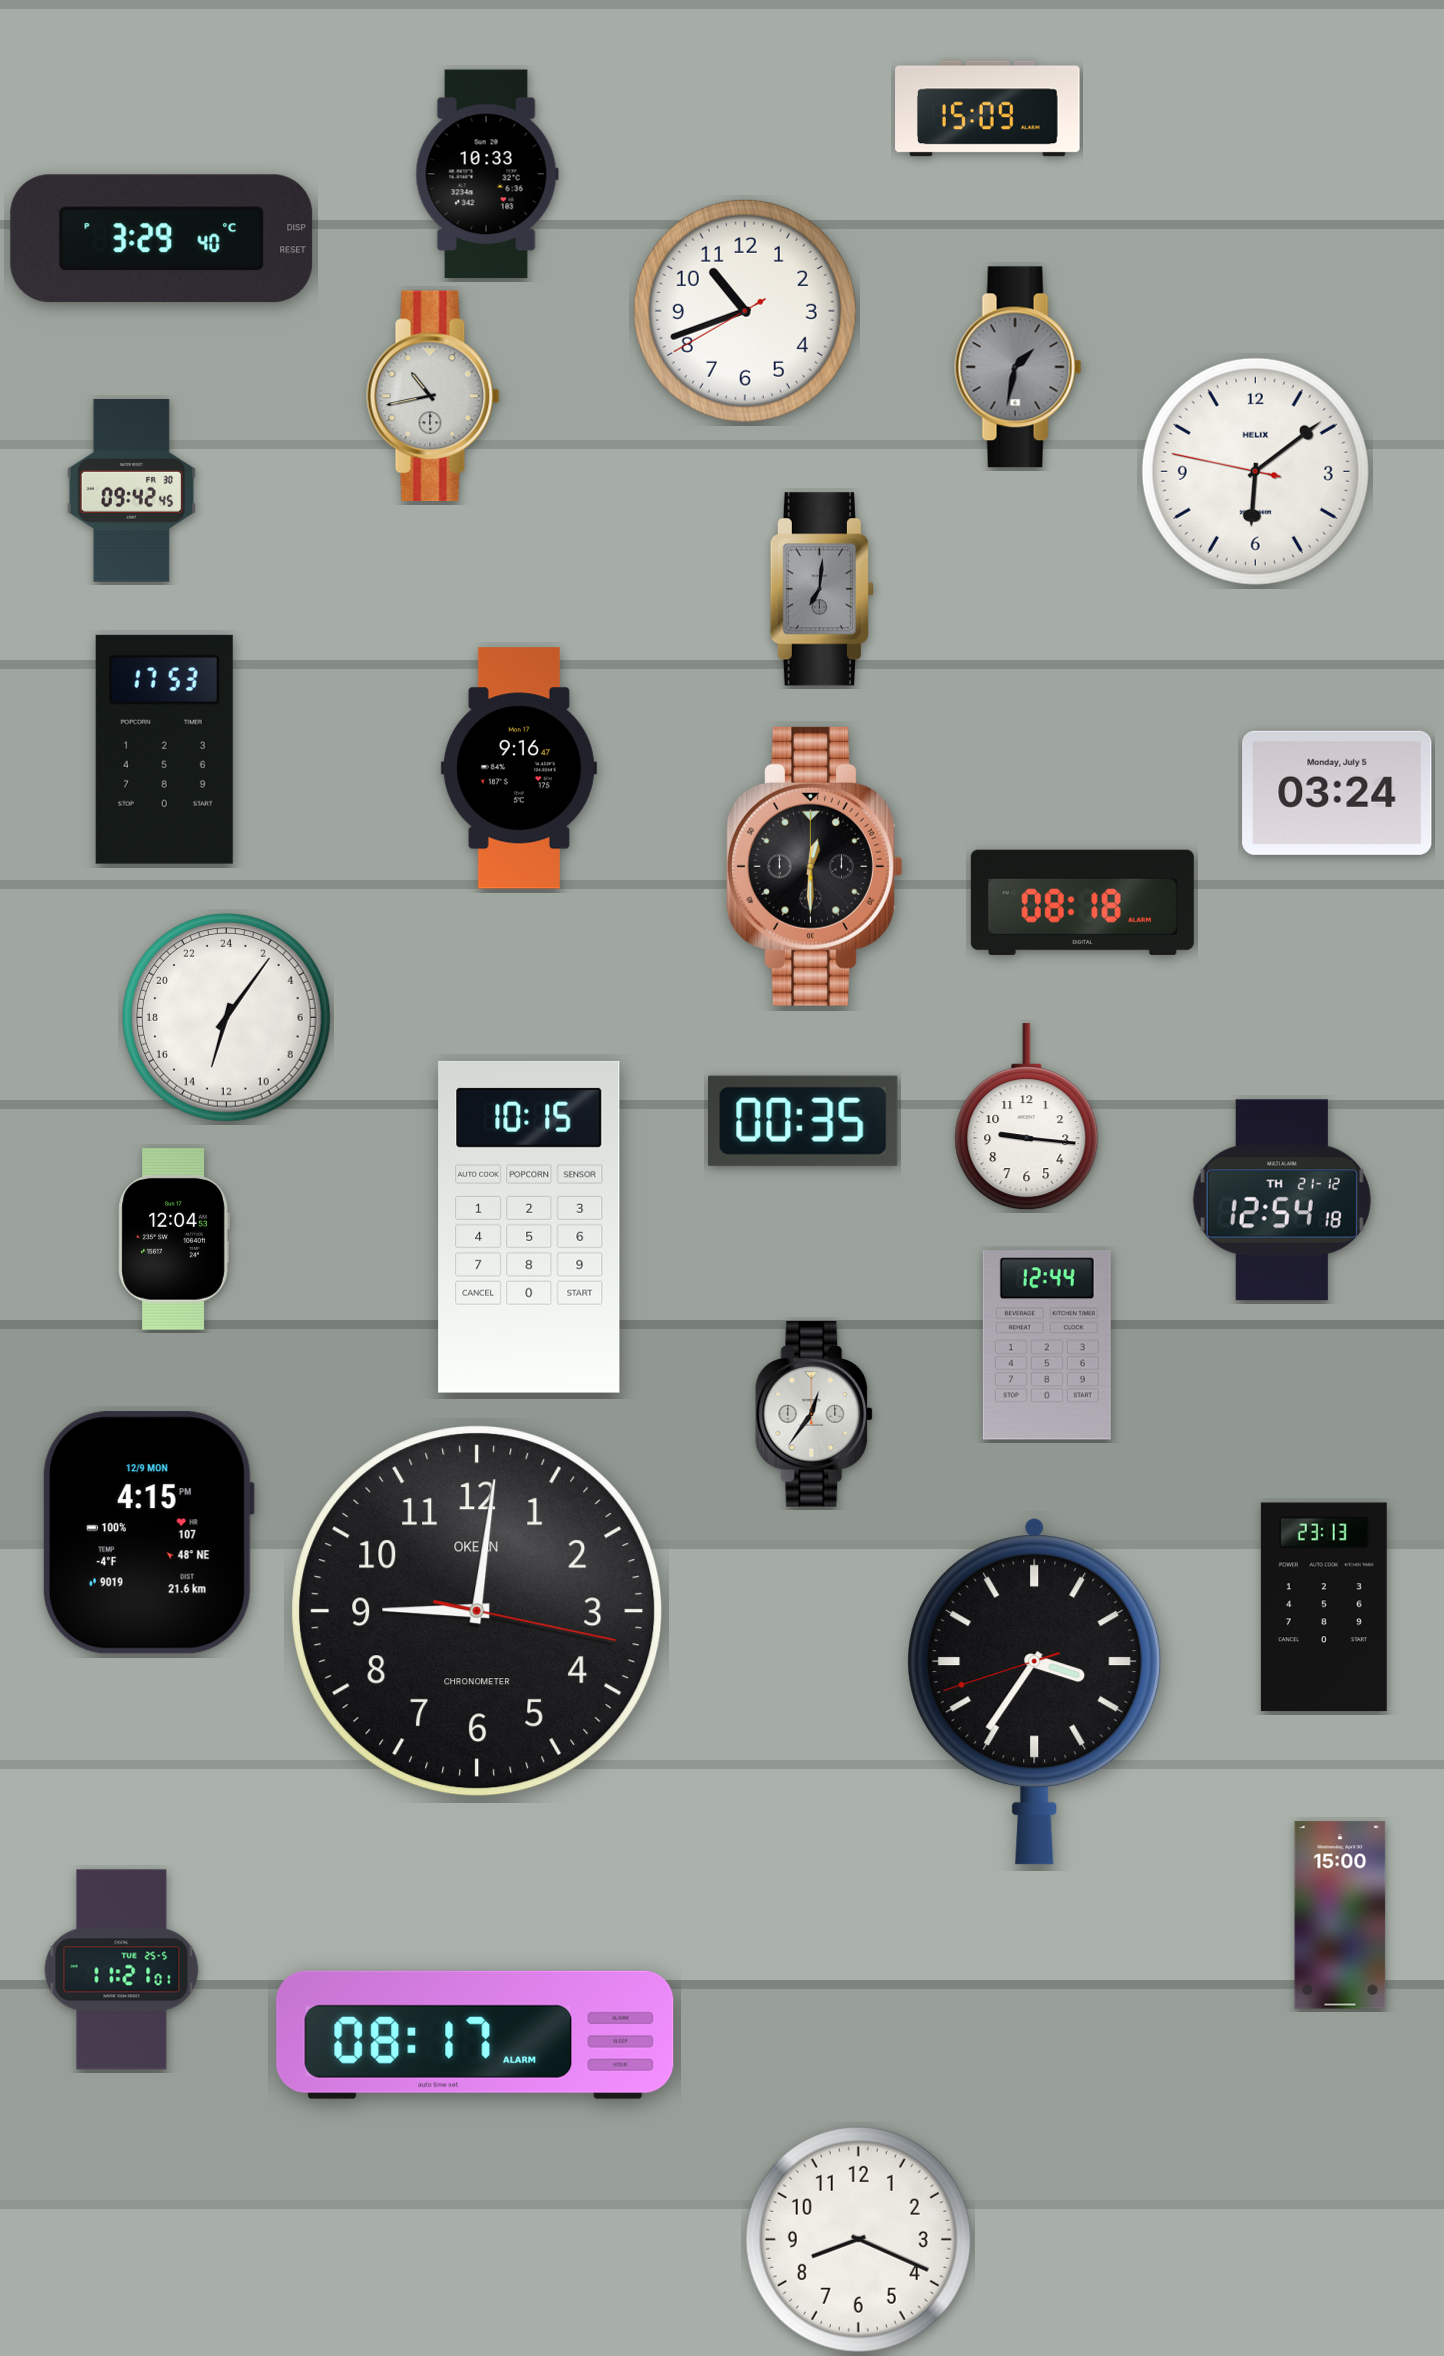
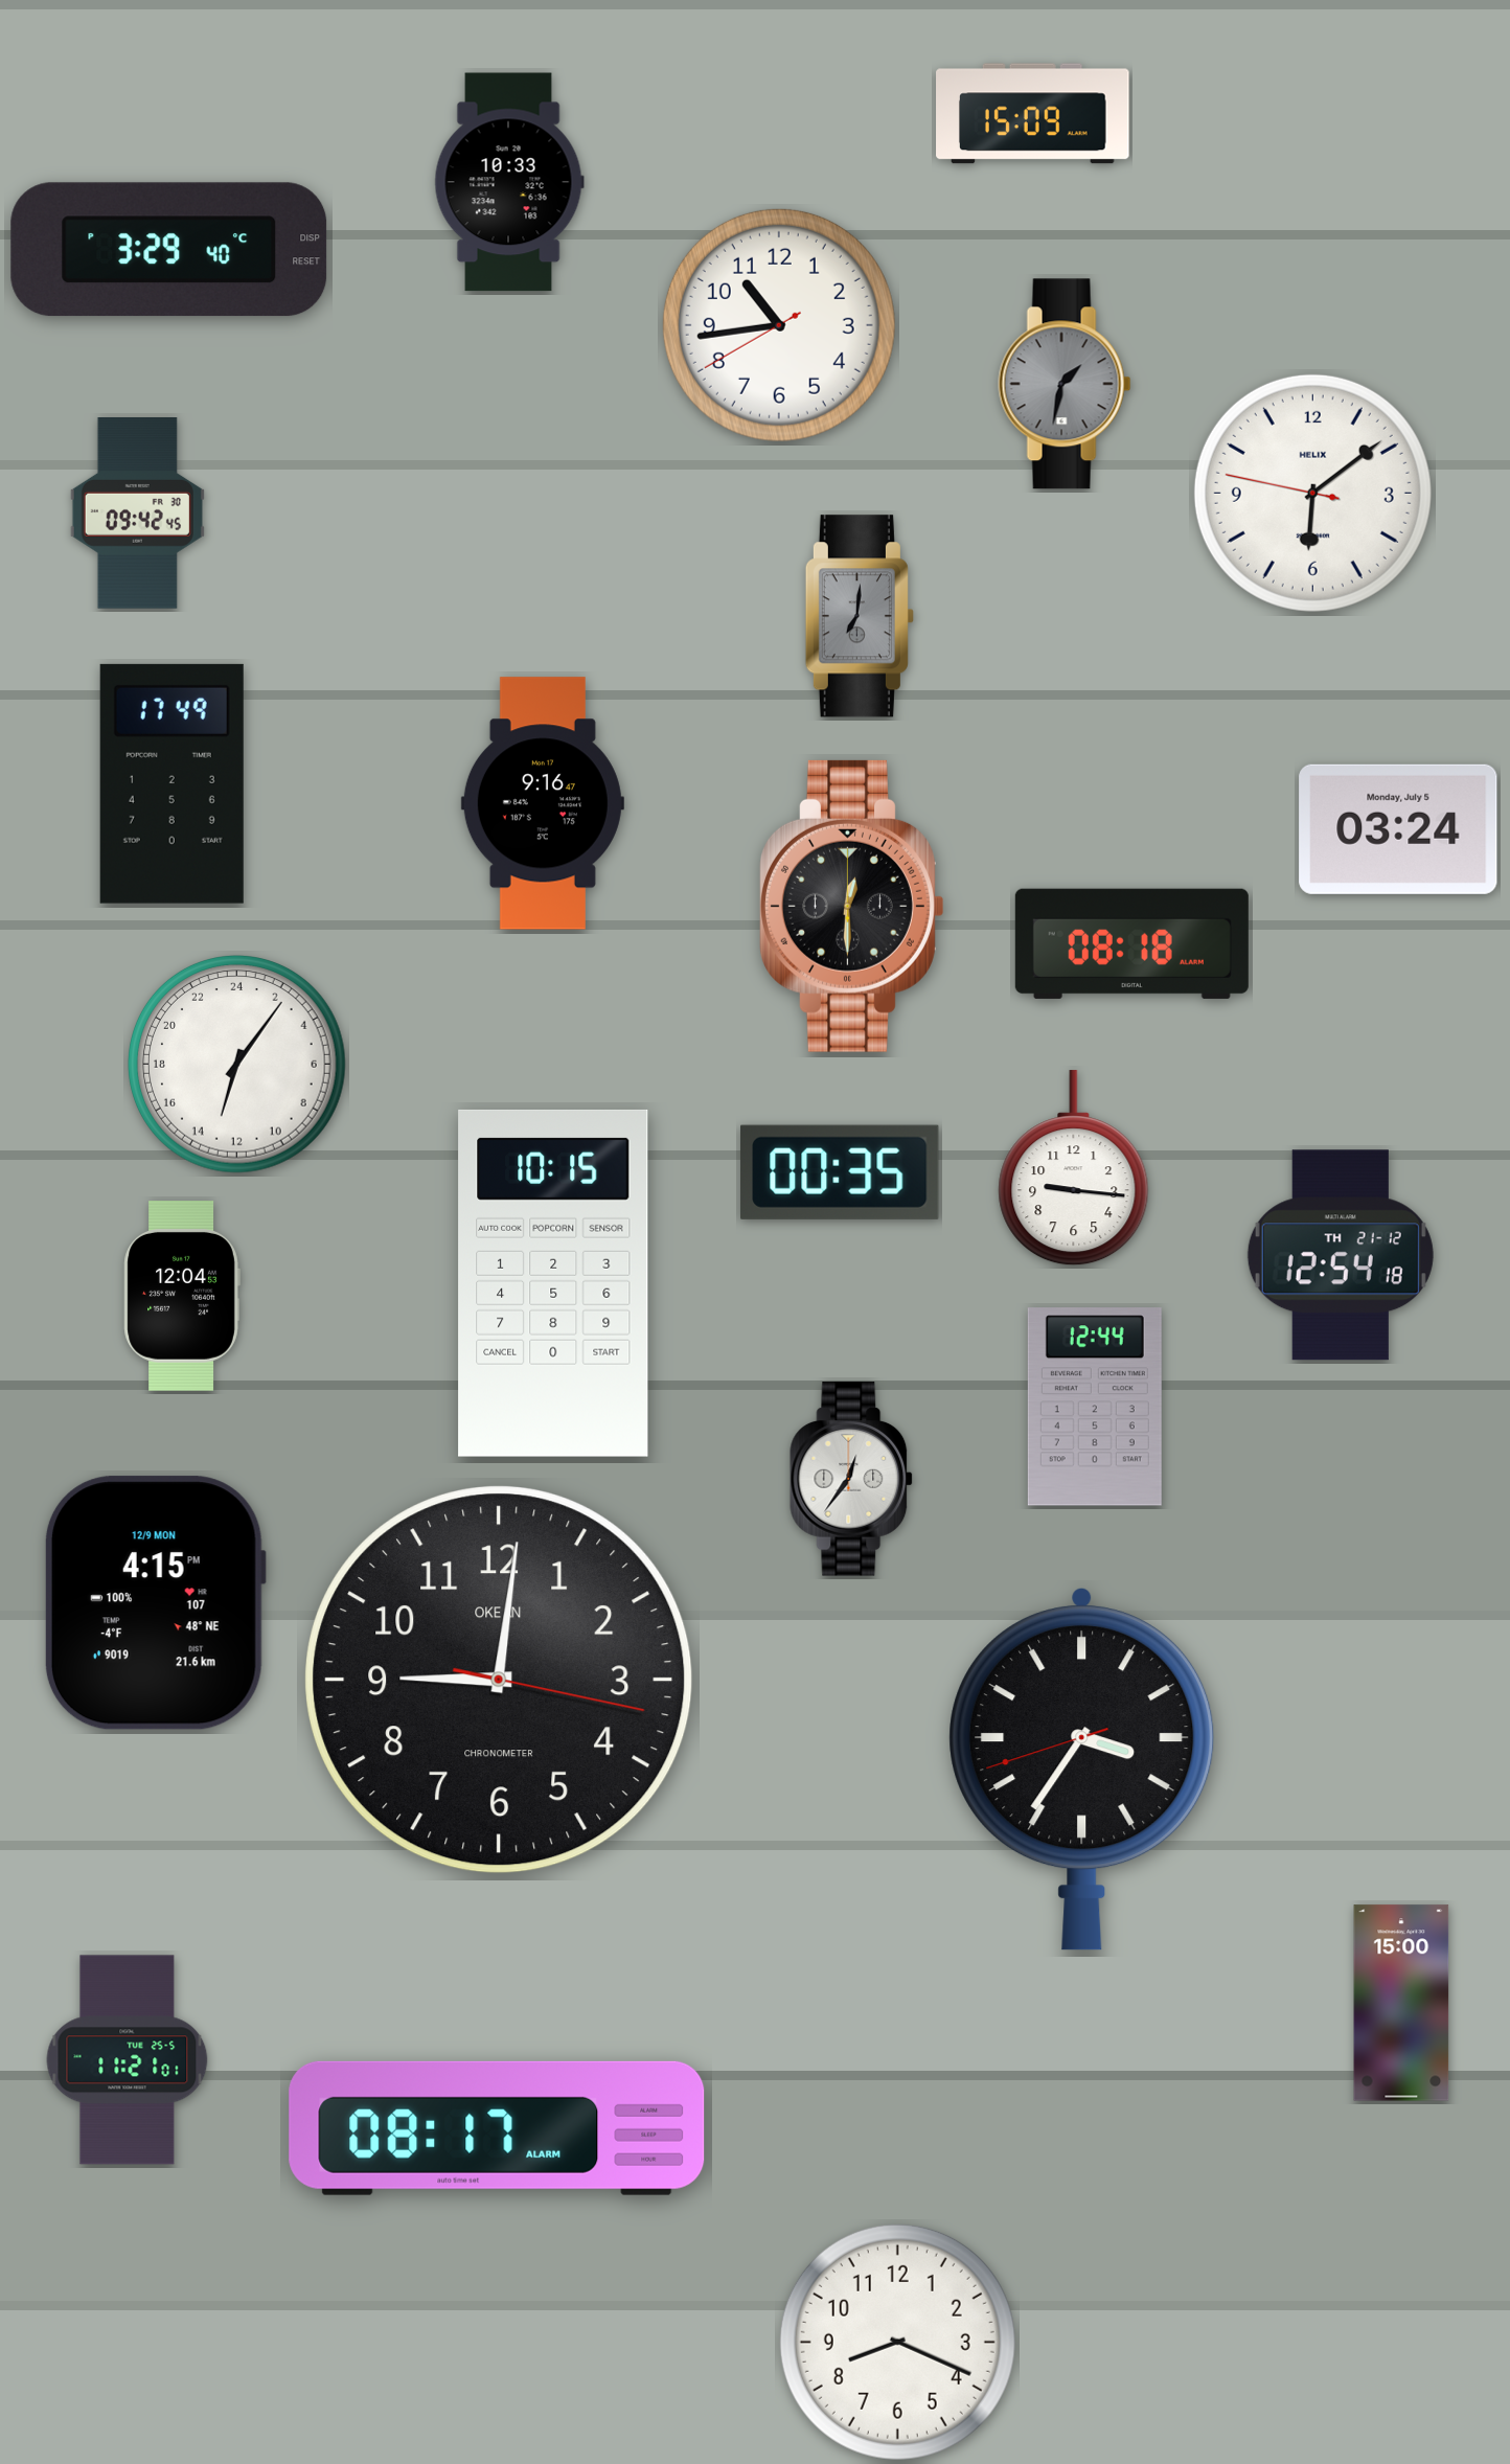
clock at (745, 311): 10:41 -> 10:43
clock at (433, 396): 10:43 -> none
clock at (164, 749): 17:53 -> 17:49
clock at (1324, 1607): 23:13 -> none
clock at (477, 1611) position: (477, 1611) -> (499, 1680)
